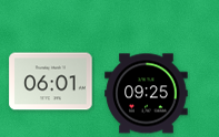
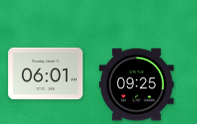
clock at (147, 94) position: (147, 94) -> (137, 85)
